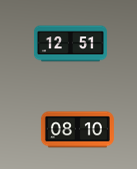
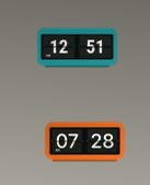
clock at (77, 130): 08:10 -> 07:28
